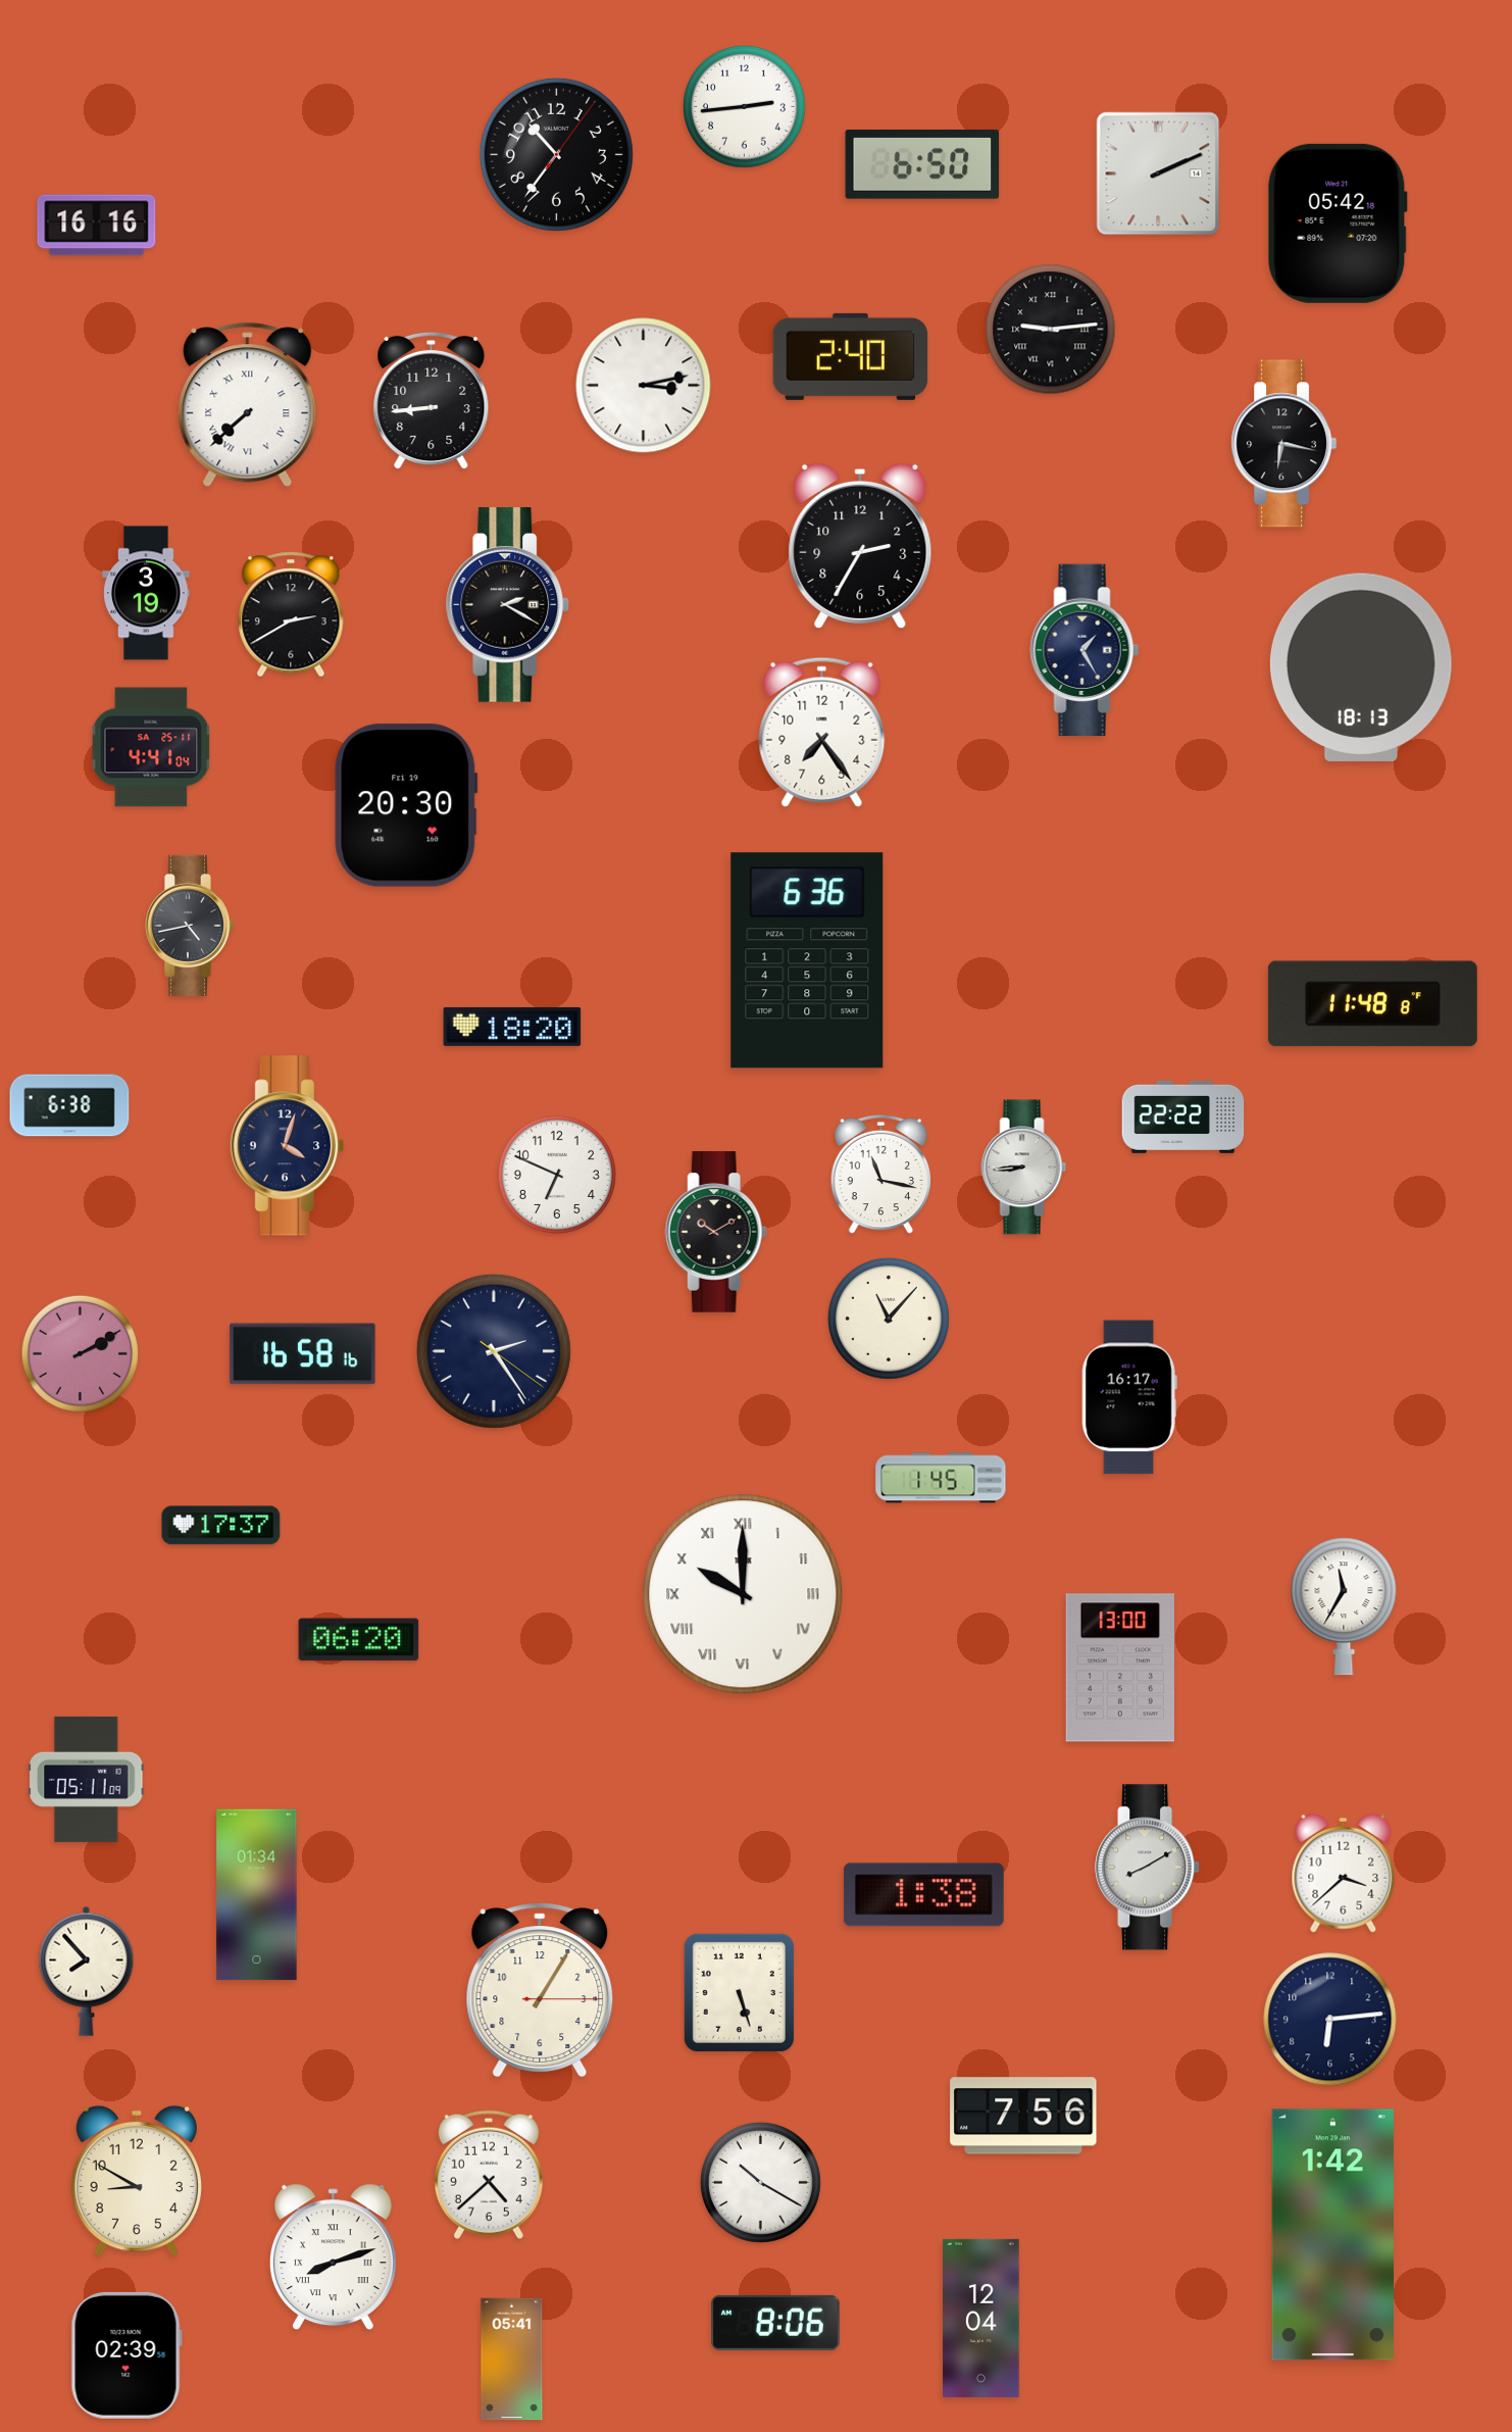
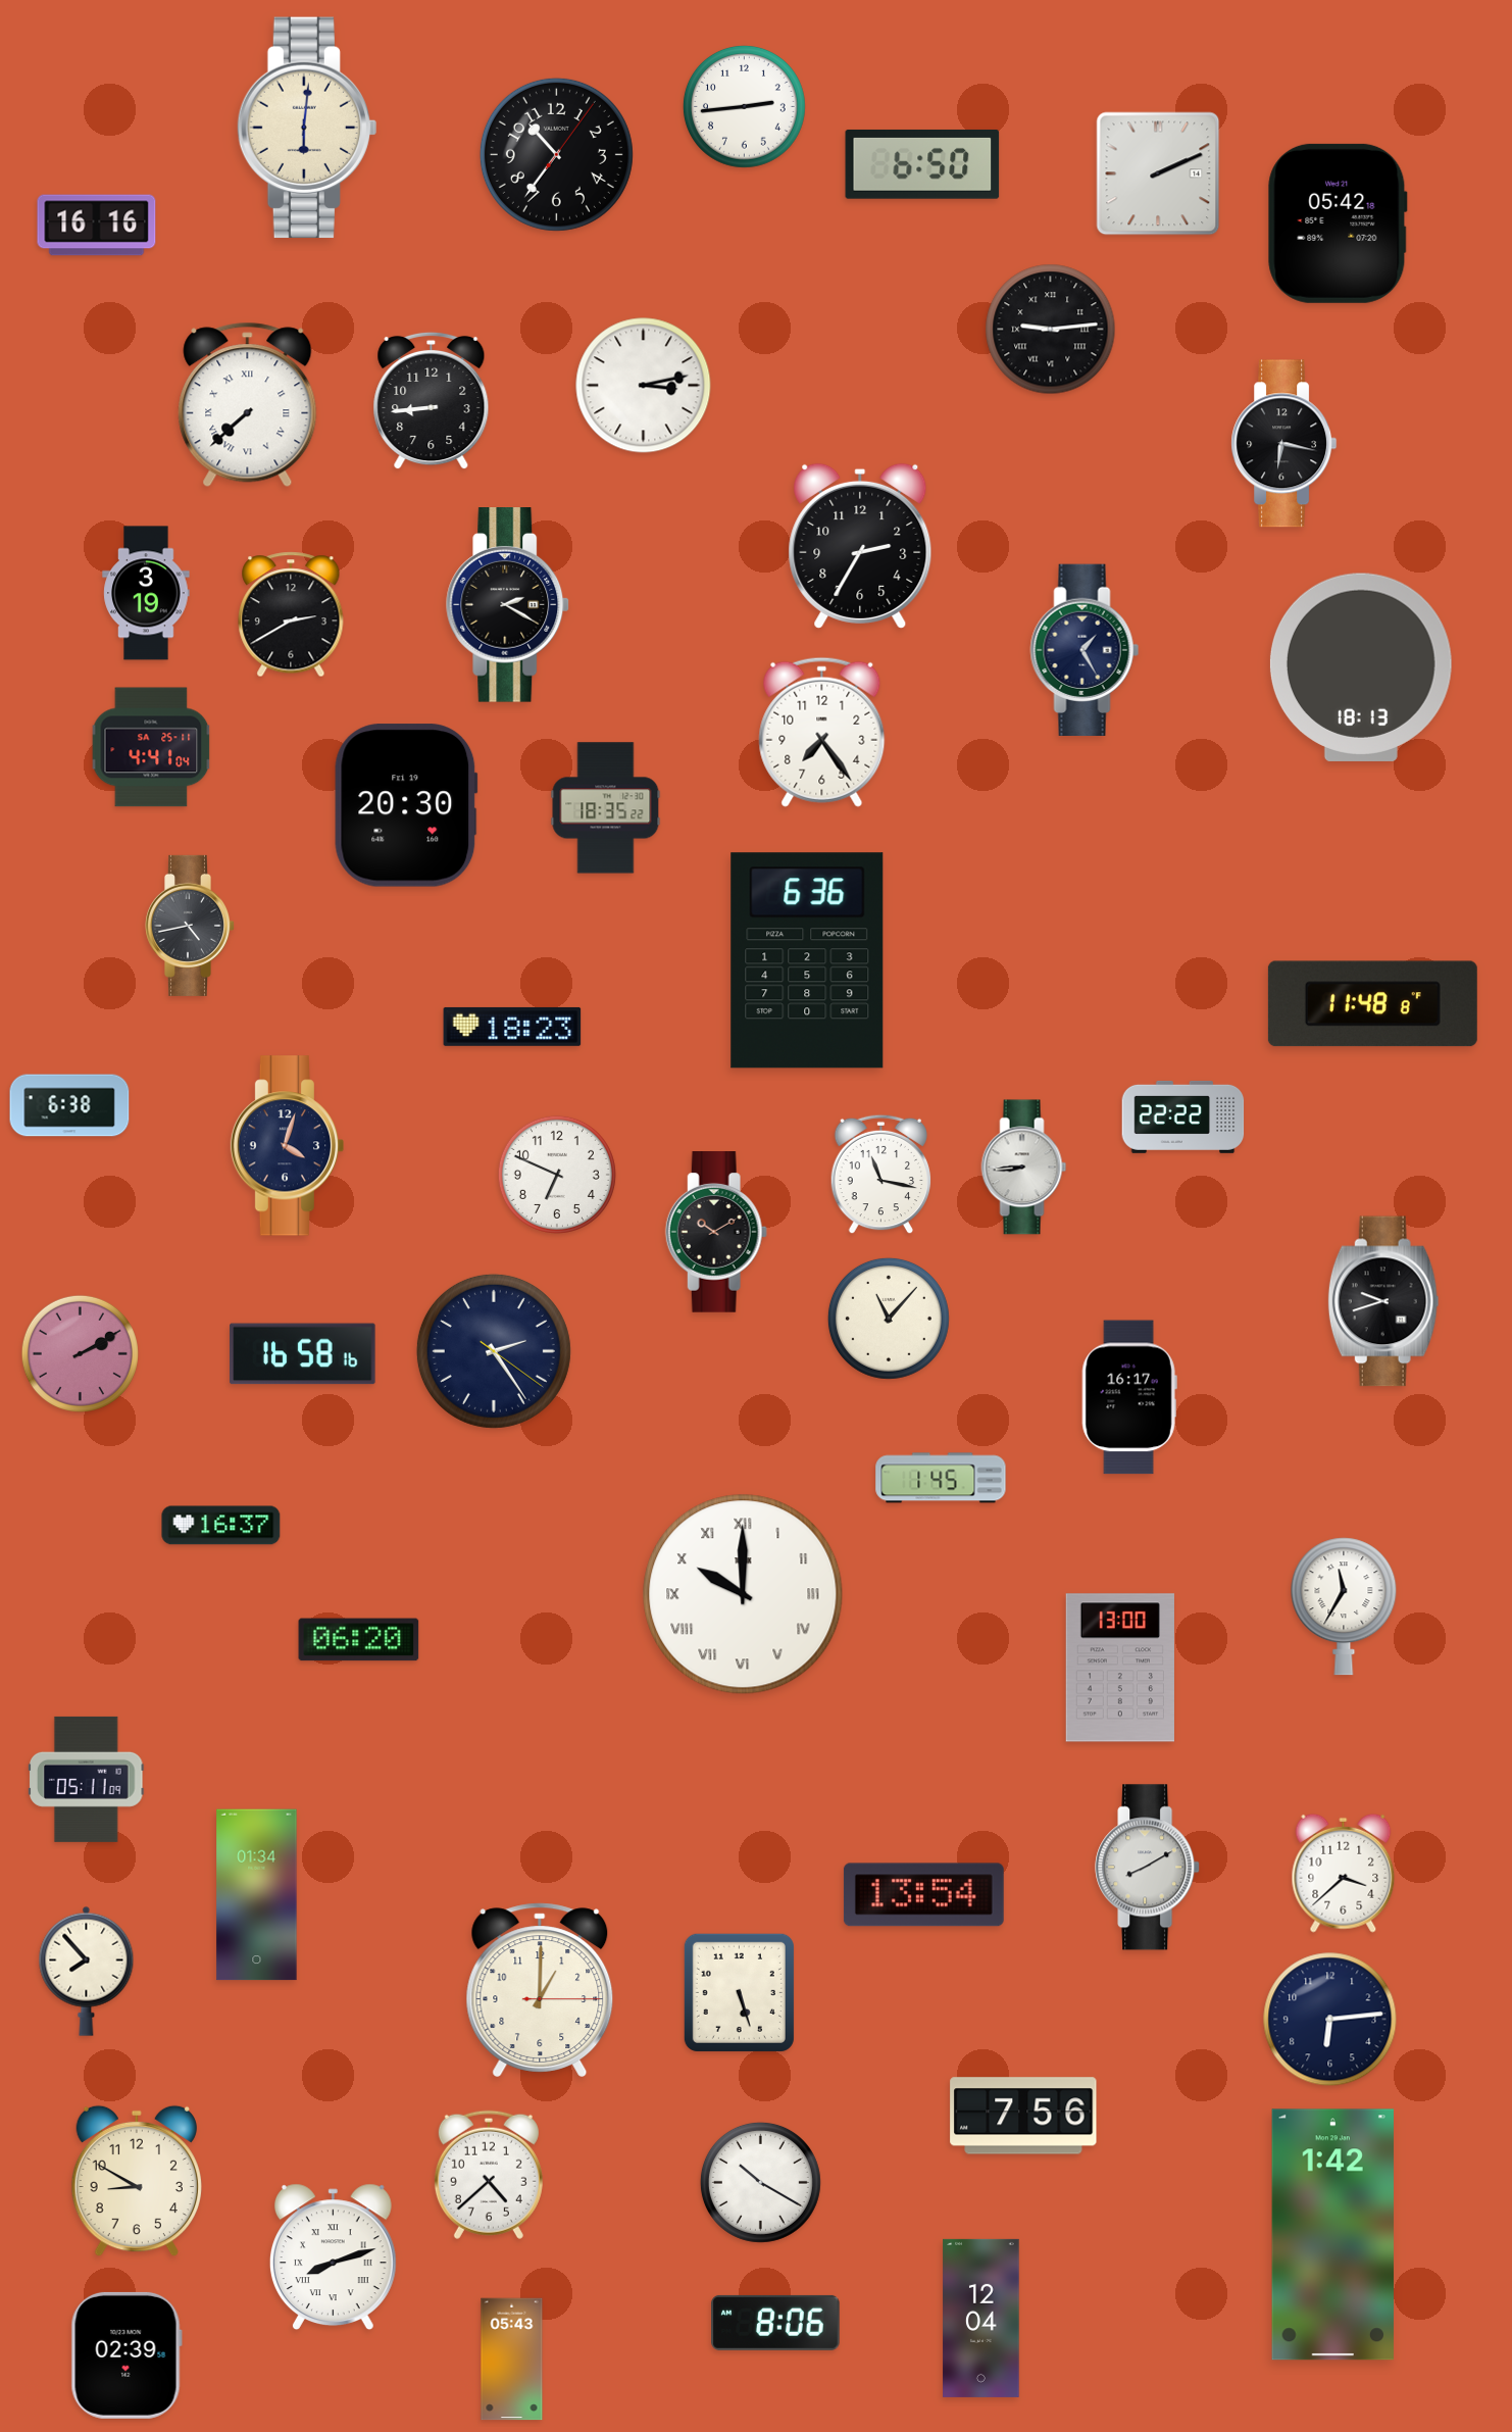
clock at (307, 128): none -> 6:01
clock at (851, 356): 2:40 -> none
clock at (606, 808): none -> 18:35
clock at (512, 1027): 18:20 -> 18:23
clock at (1383, 1301): none -> 9:42
clock at (221, 1526): 17:37 -> 16:37
clock at (923, 1895): 1:38 -> 13:54
clock at (540, 1990): 1:05 -> 1:00
clock at (512, 2360): 05:41 -> 05:43
